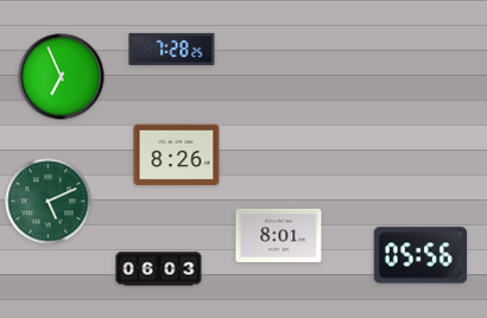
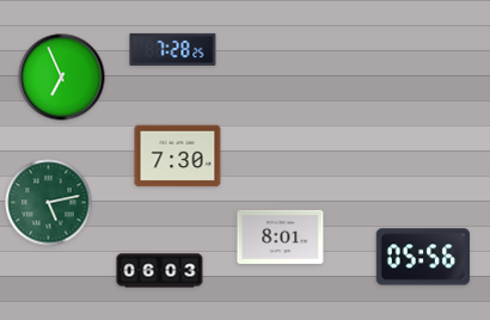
clock at (177, 155): 8:26 -> 7:30
clock at (49, 202): 5:11 -> 5:13
